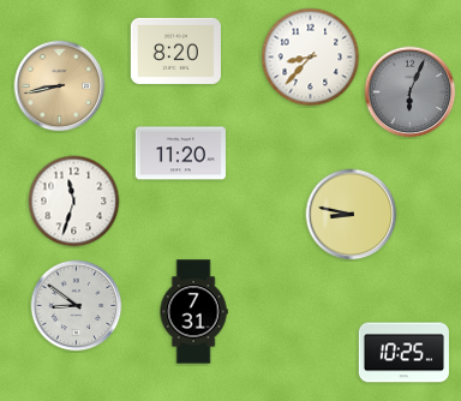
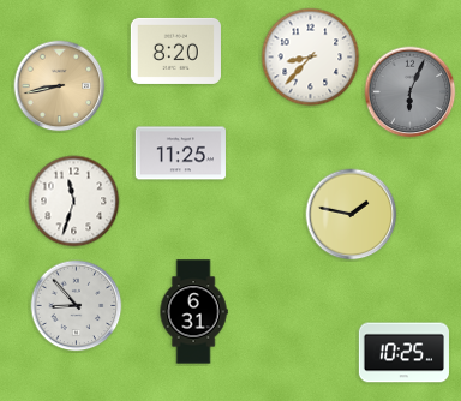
clock at (180, 154): 11:20 -> 11:25
clock at (352, 215): 8:47 -> 1:47
clock at (77, 306): 8:51 -> 8:53
clock at (193, 312): 7:31 -> 6:31
